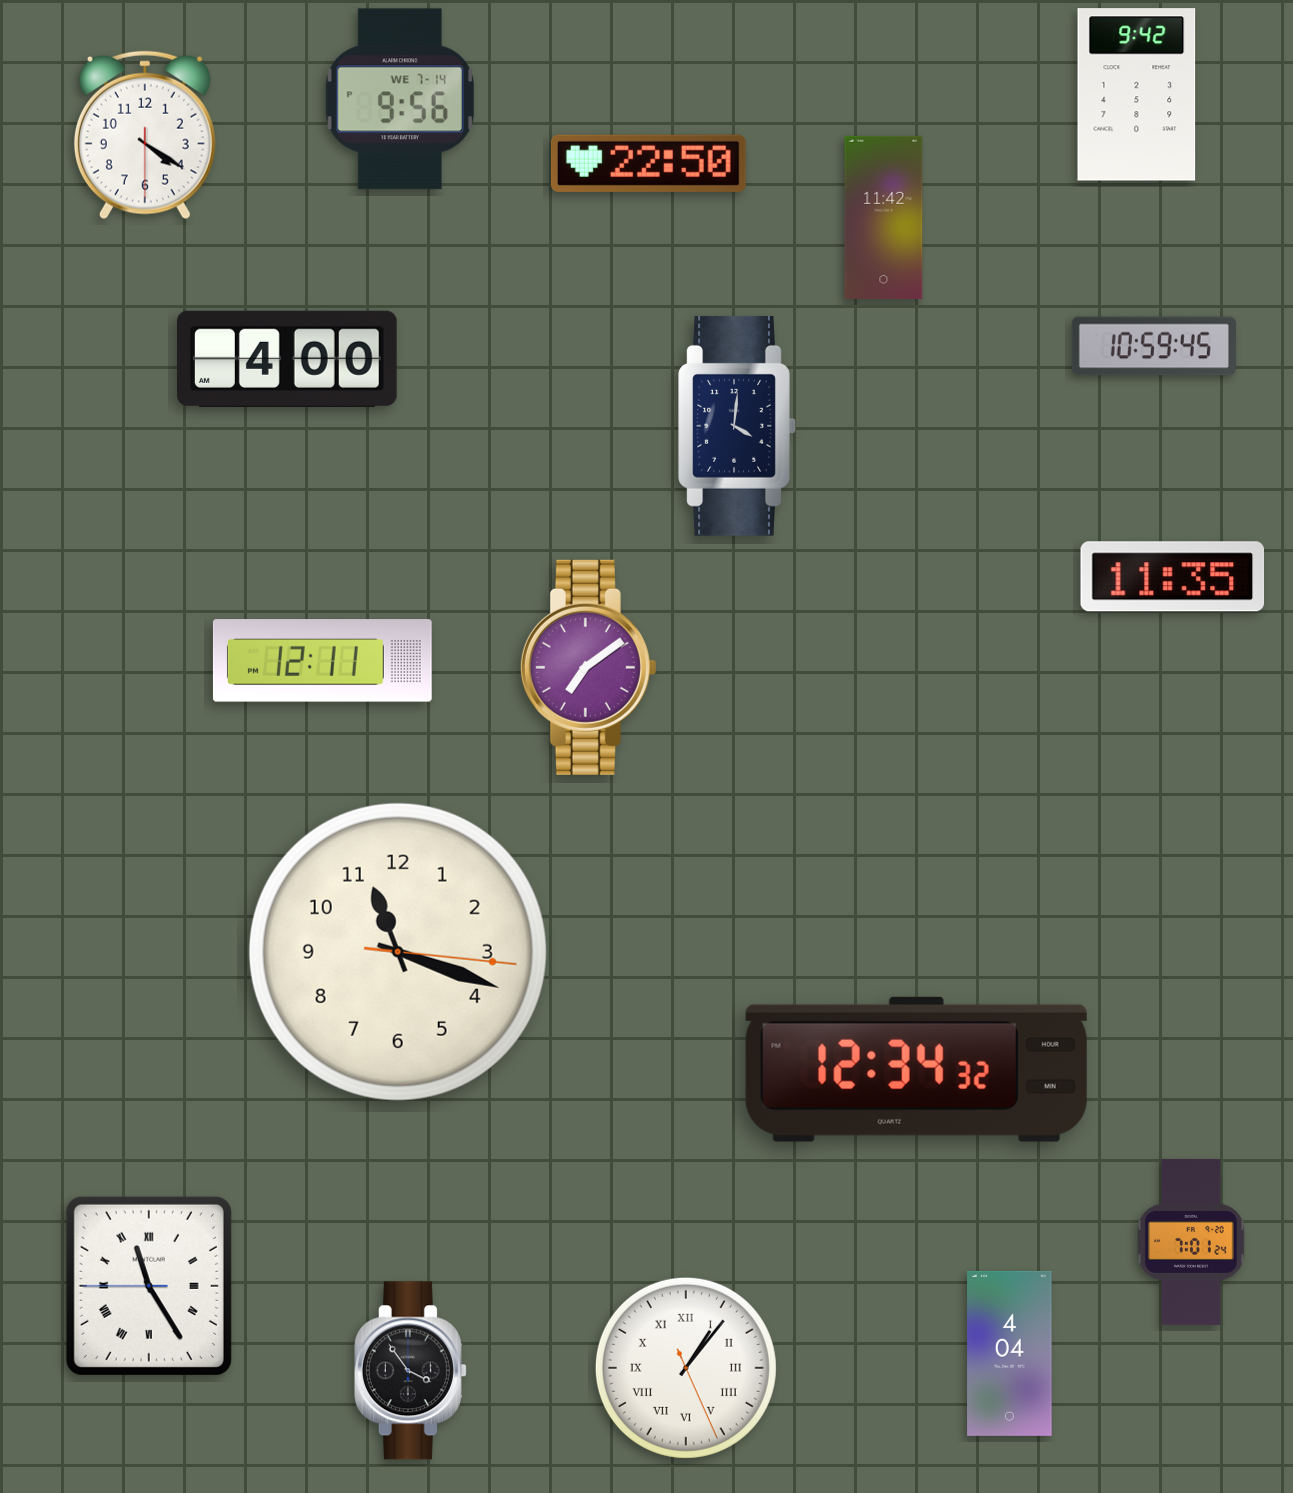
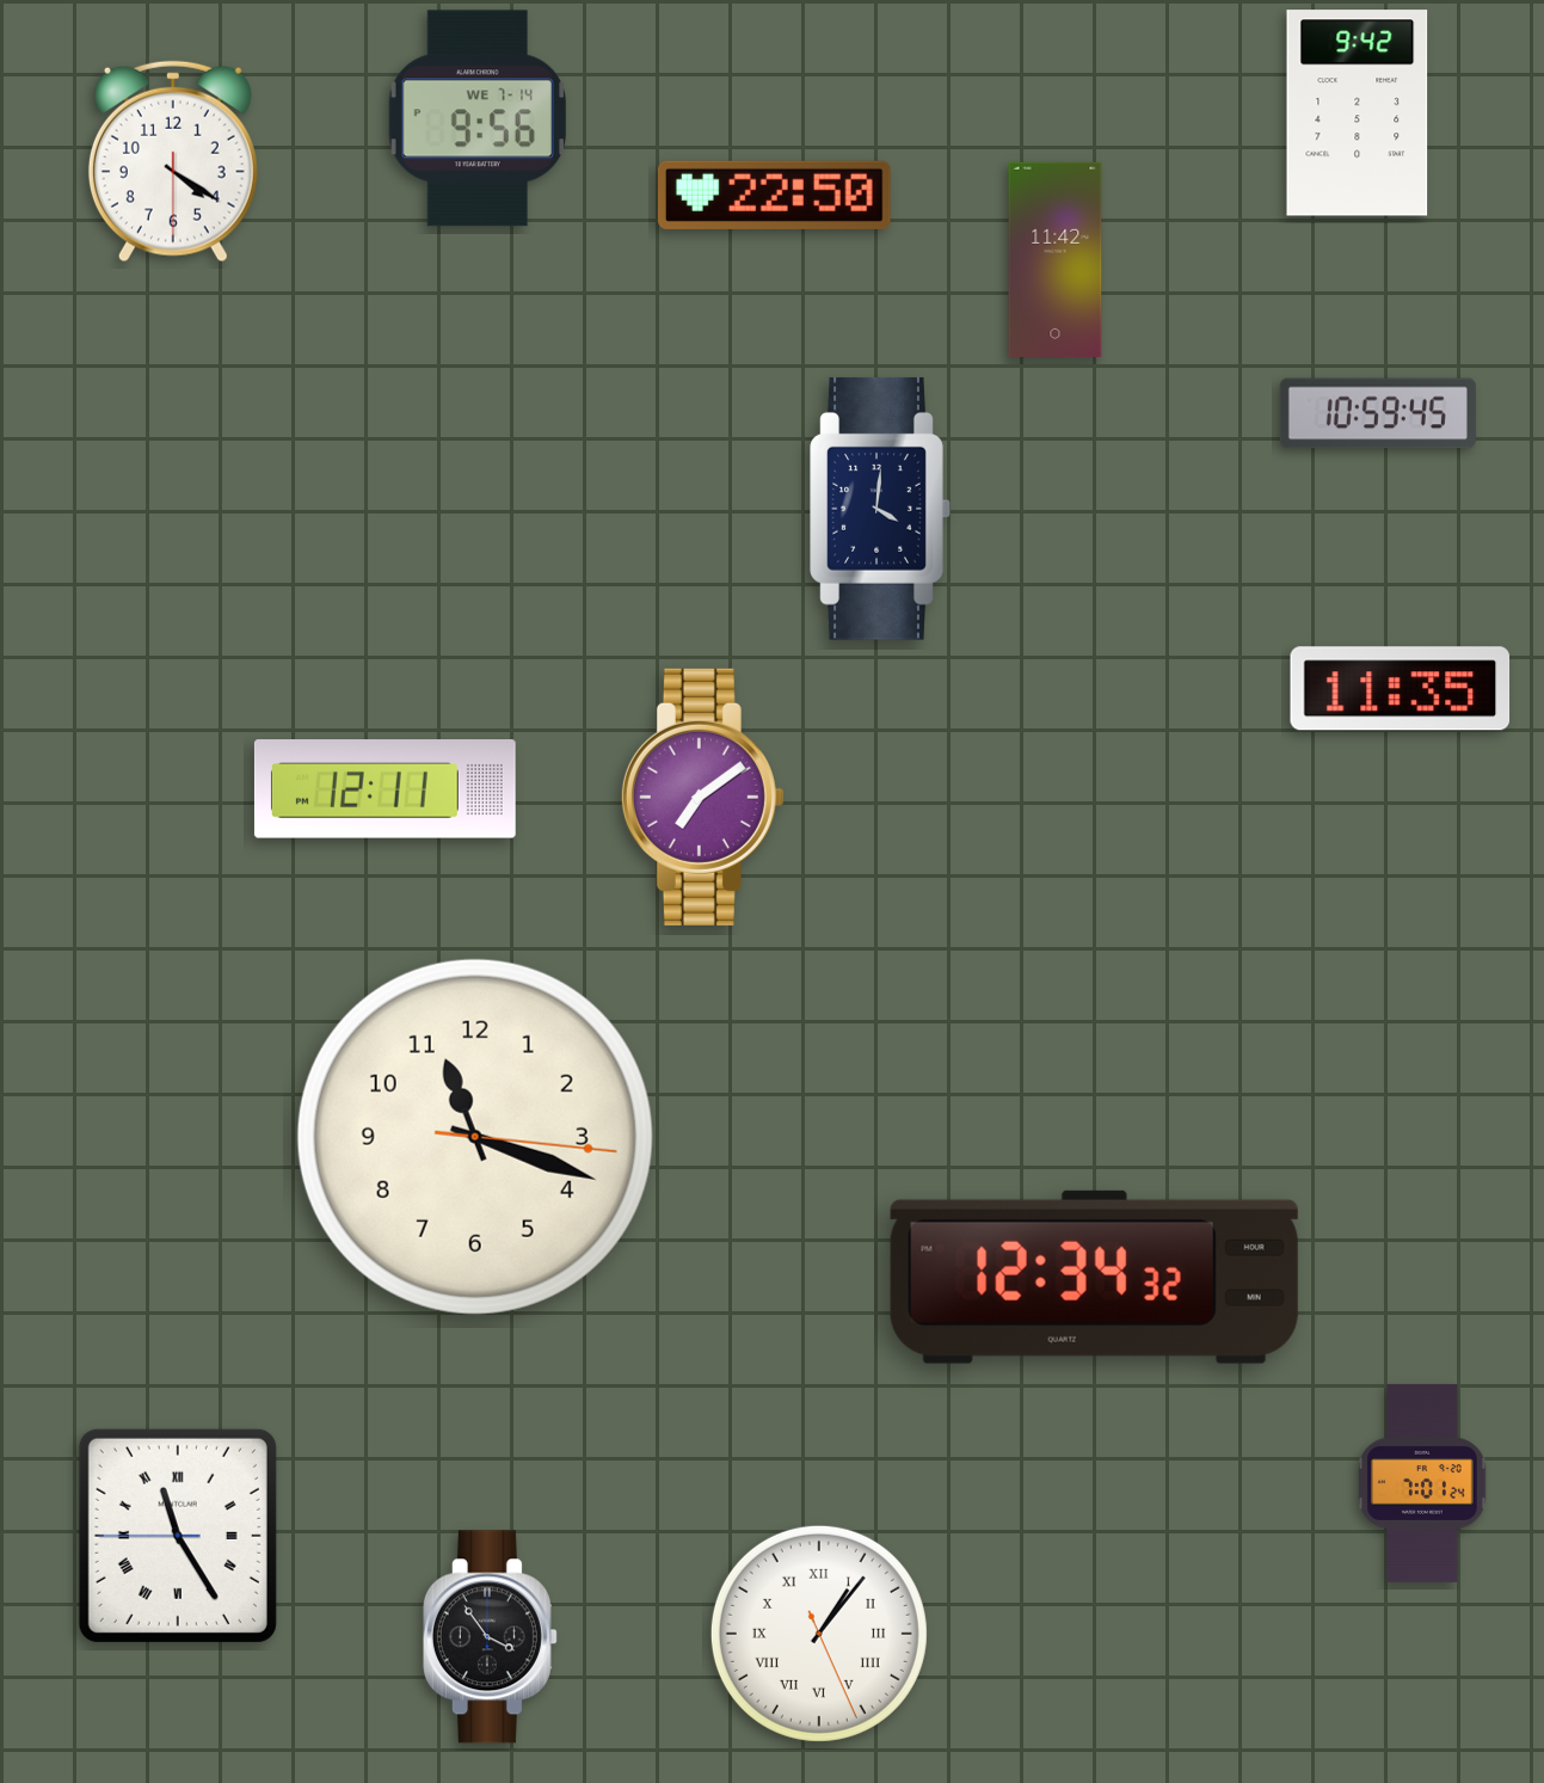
clock at (287, 359): 4:00 -> none
clock at (1010, 1353): 4:04 -> none
